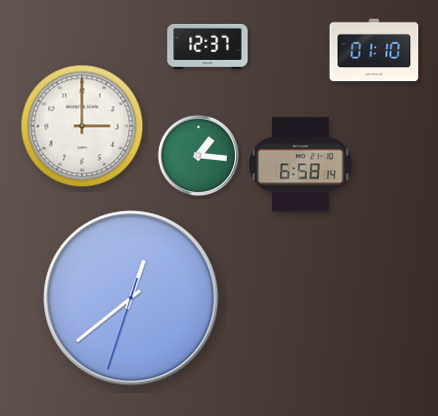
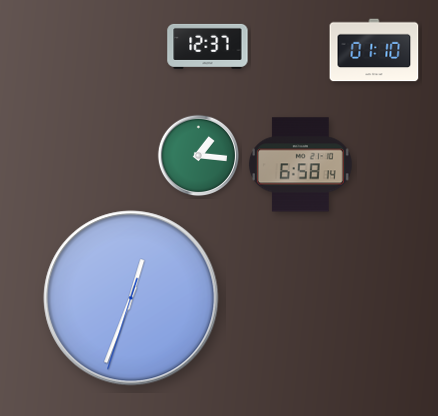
clock at (82, 126): 3:00 -> none
clock at (131, 298): 12:38 -> 12:33
